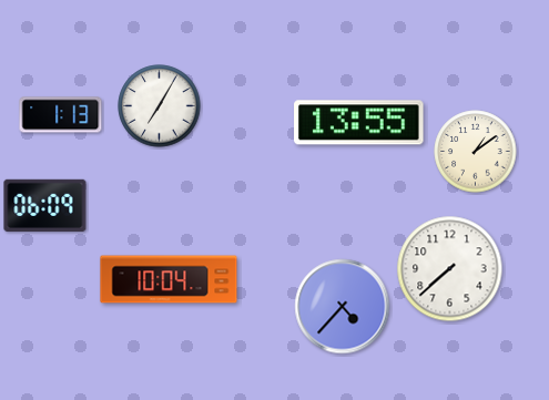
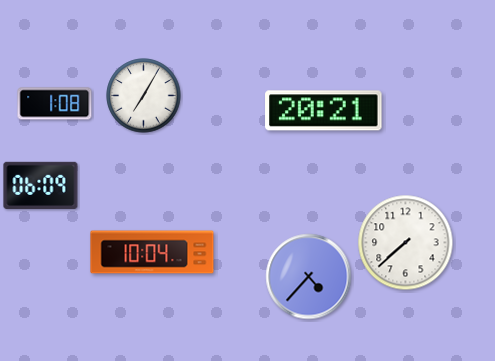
clock at (61, 115): 1:13 -> 1:08
clock at (359, 123): 13:55 -> 20:21
clock at (476, 152): 1:09 -> none
